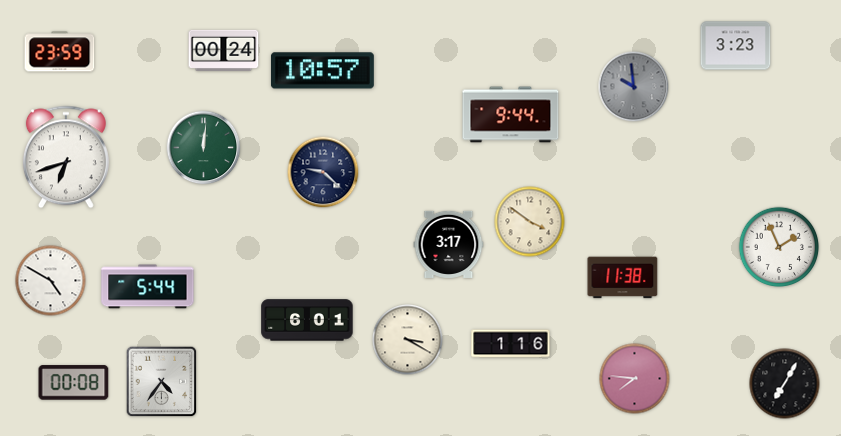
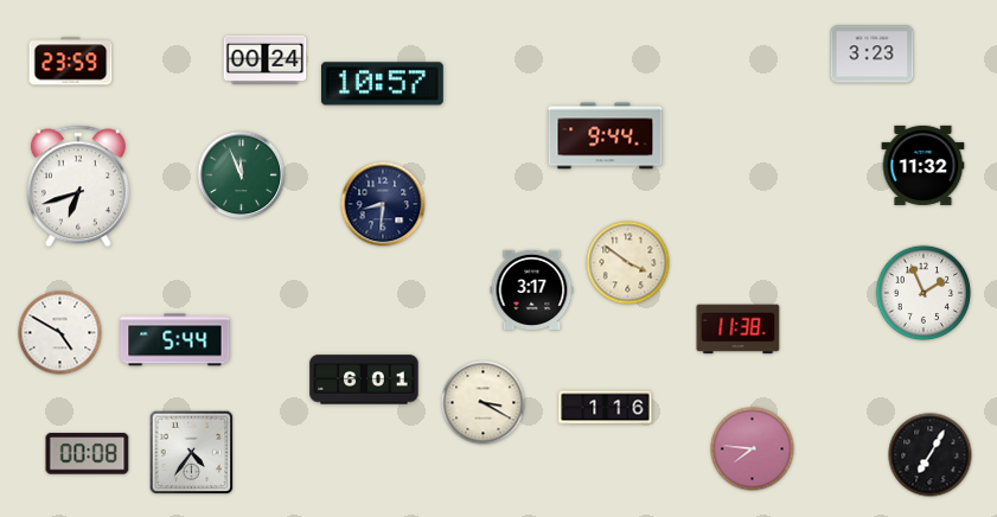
clock at (634, 87): 9:59 -> none
clock at (923, 165): none -> 11:32
clock at (204, 148): 12:01 -> 11:56
clock at (323, 172): 9:22 -> 8:31
